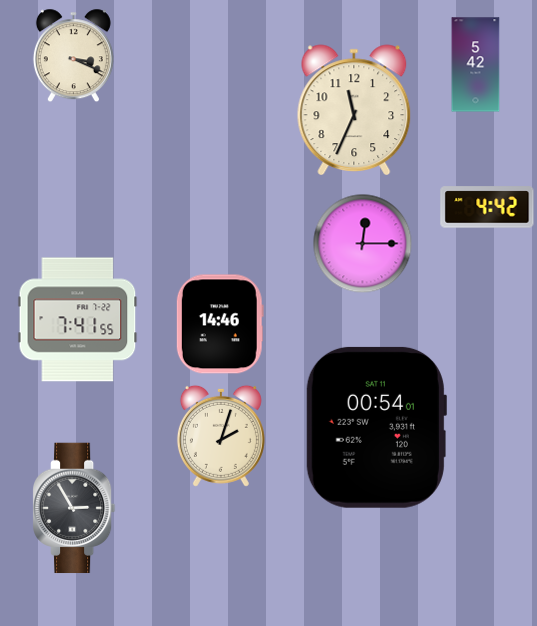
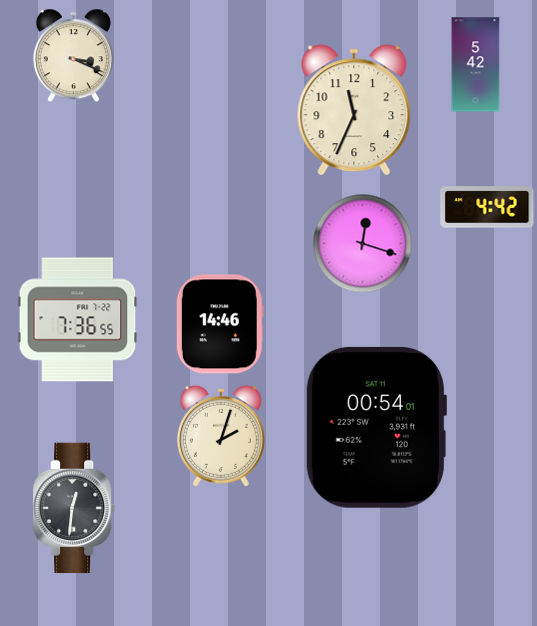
clock at (363, 244): 12:15 -> 12:18
clock at (78, 320): 7:41 -> 7:36
clock at (75, 508): 2:55 -> 12:31
